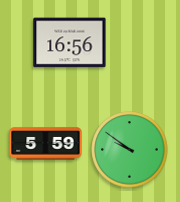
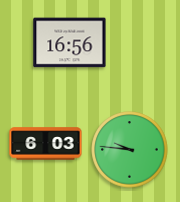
clock at (46, 144): 5:59 -> 6:03
clock at (130, 150): 9:51 -> 9:46
